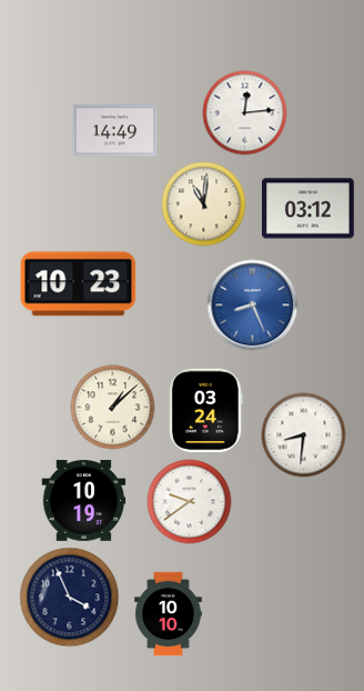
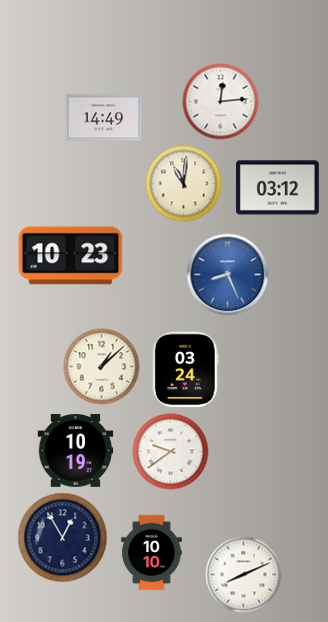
clock at (304, 435): 8:31 -> none
clock at (70, 598): 3:56 -> 12:55
clock at (244, 575): none -> 8:11
